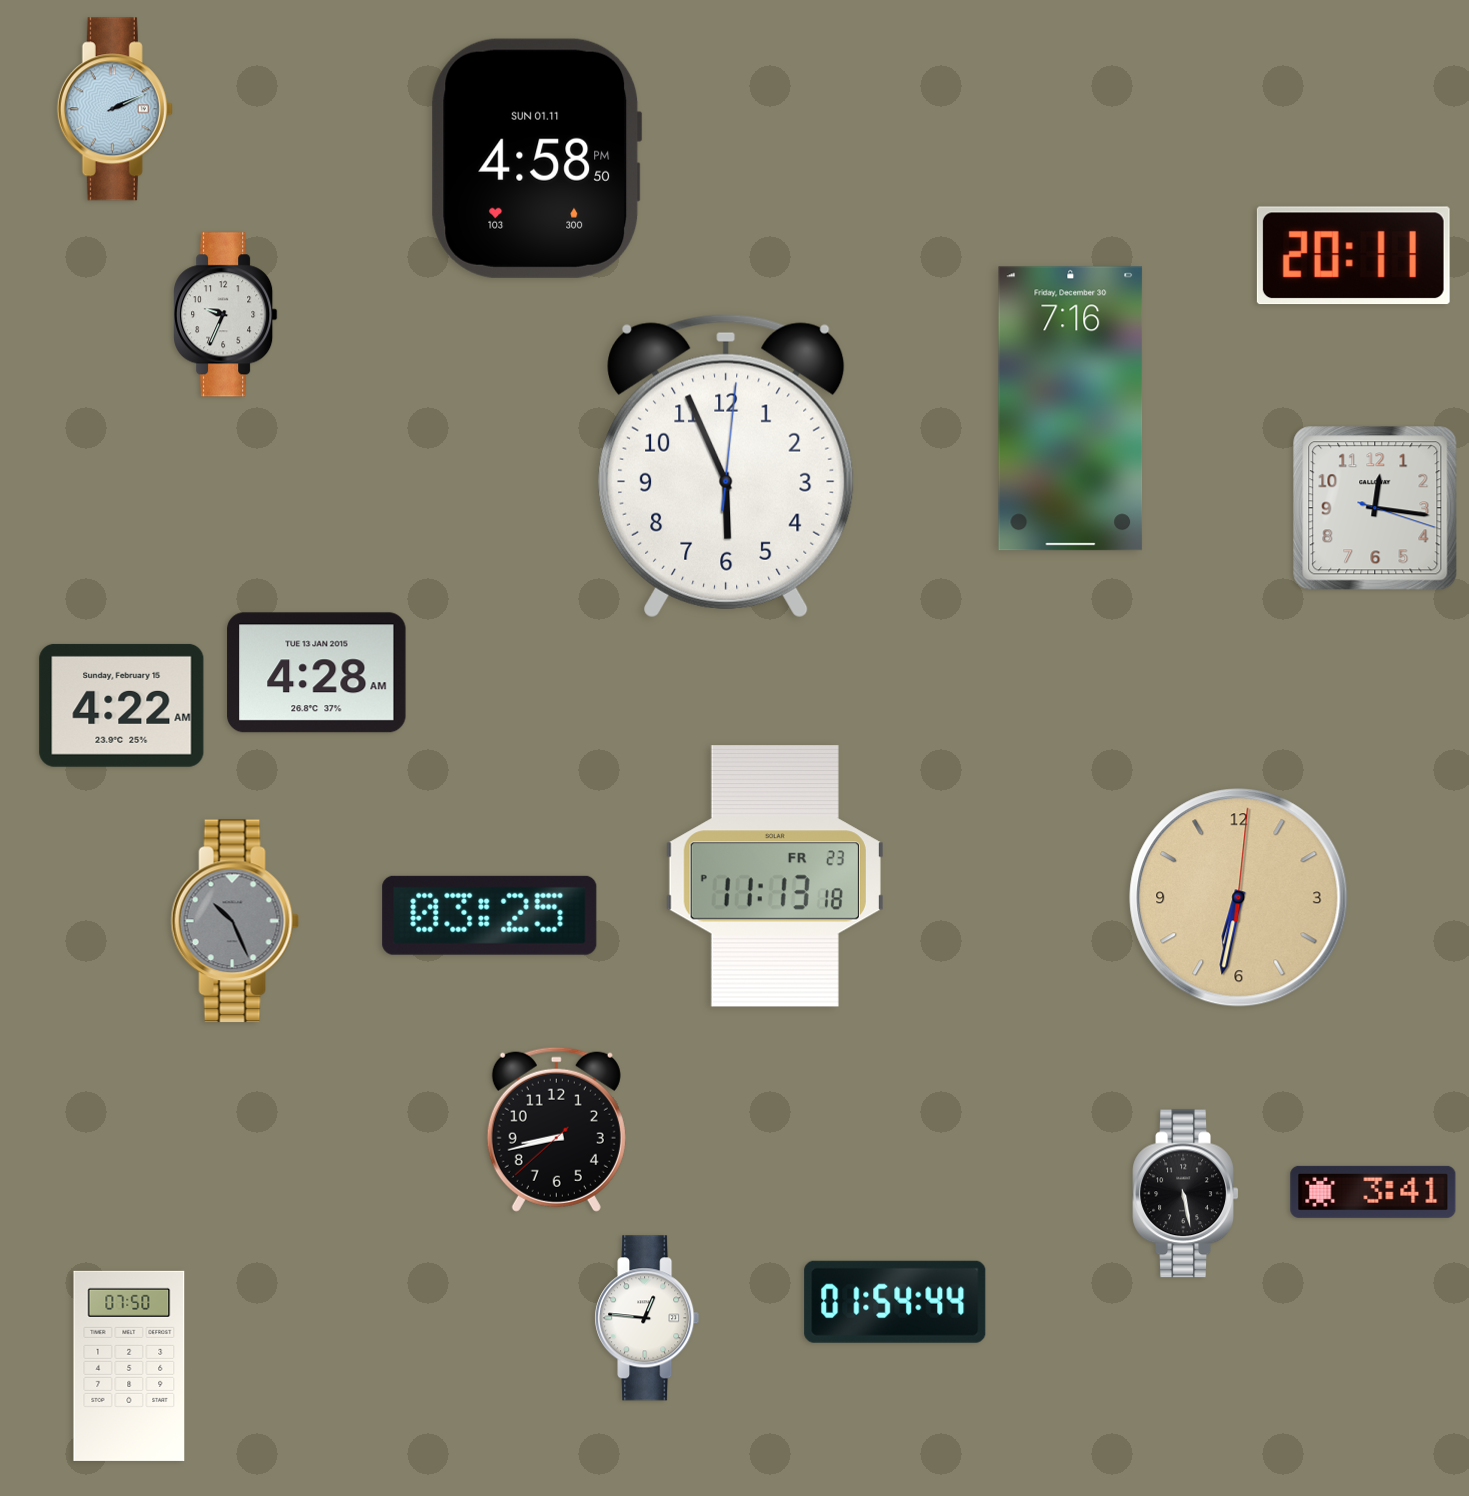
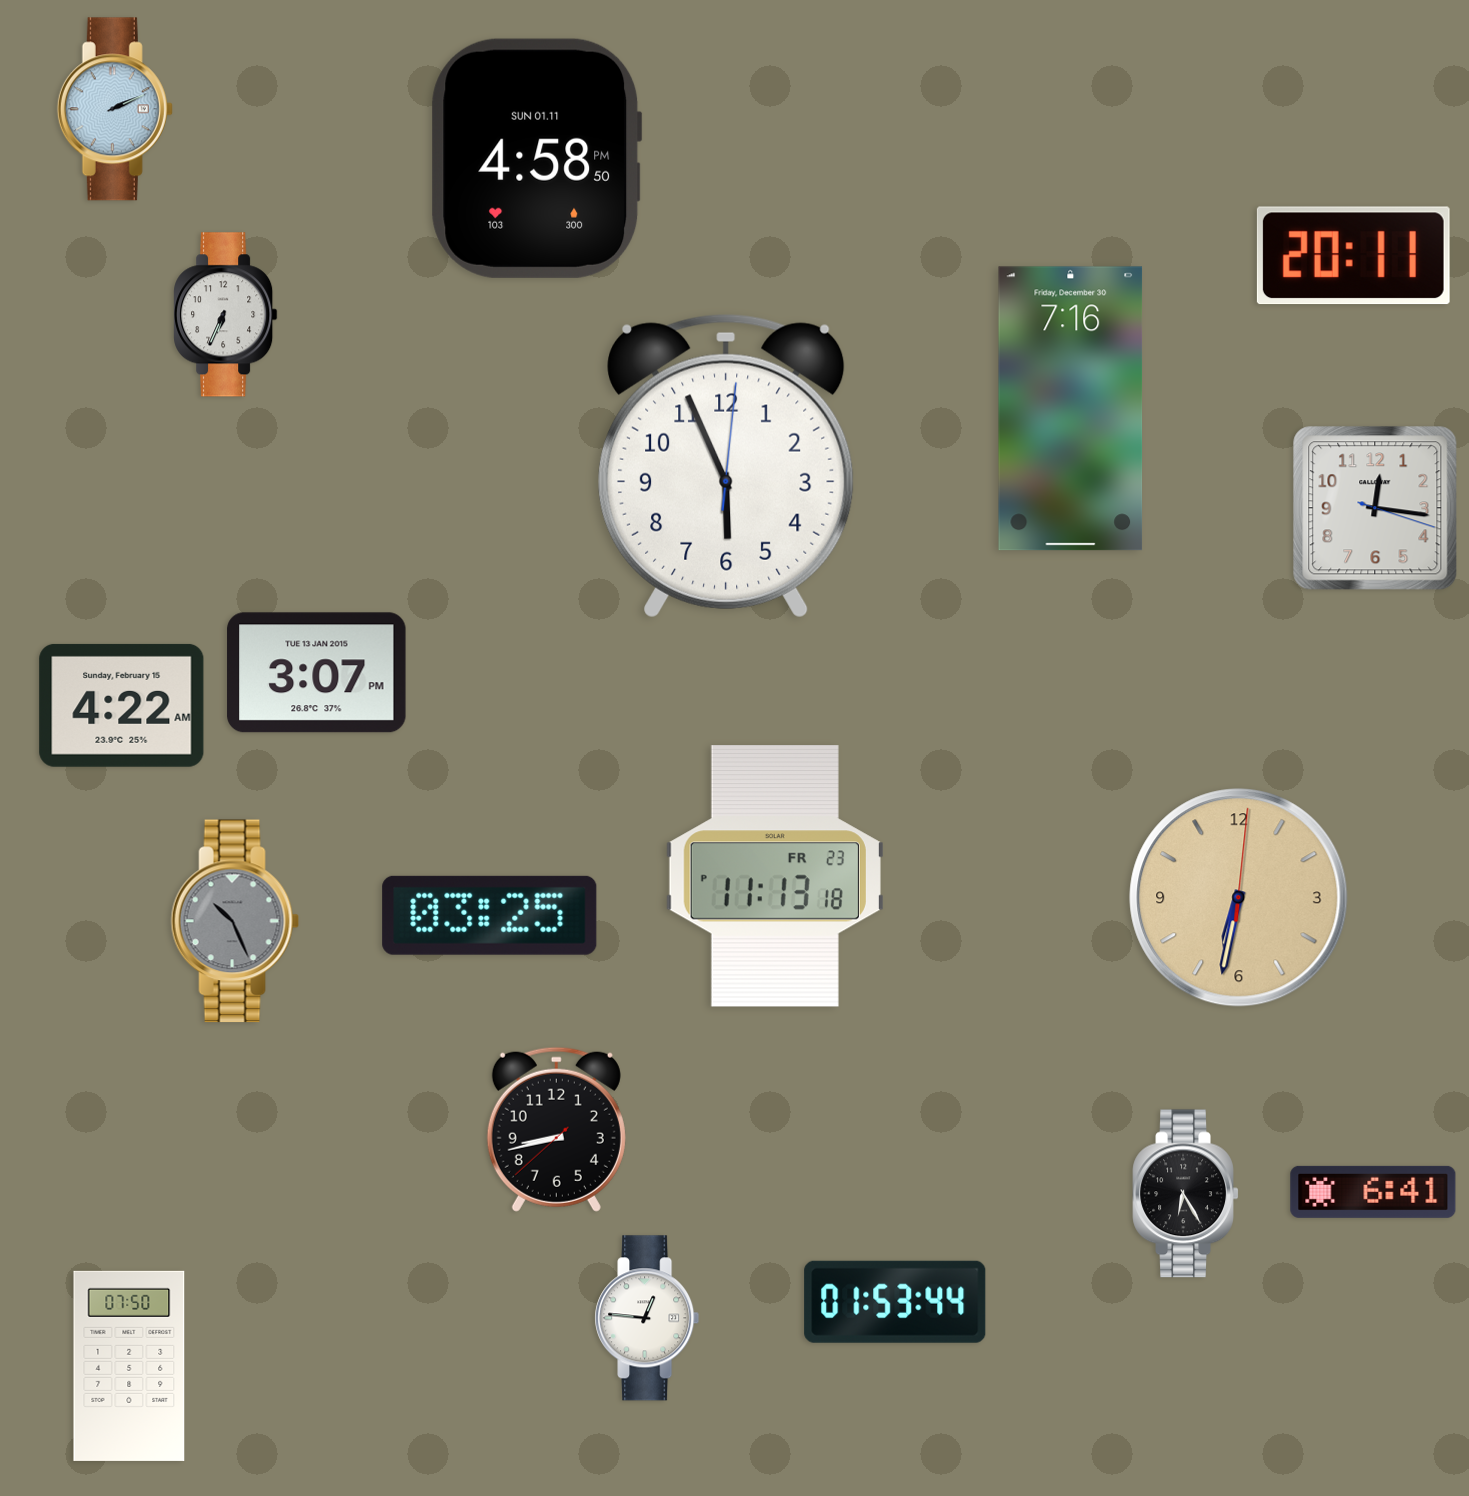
clock at (226, 315): 9:34 -> 6:34
clock at (317, 673): 4:28 -> 3:07
clock at (1373, 1192): 3:41 -> 6:41
clock at (1186, 1194): 5:28 -> 6:25
clock at (895, 1302): 01:54 -> 01:53
